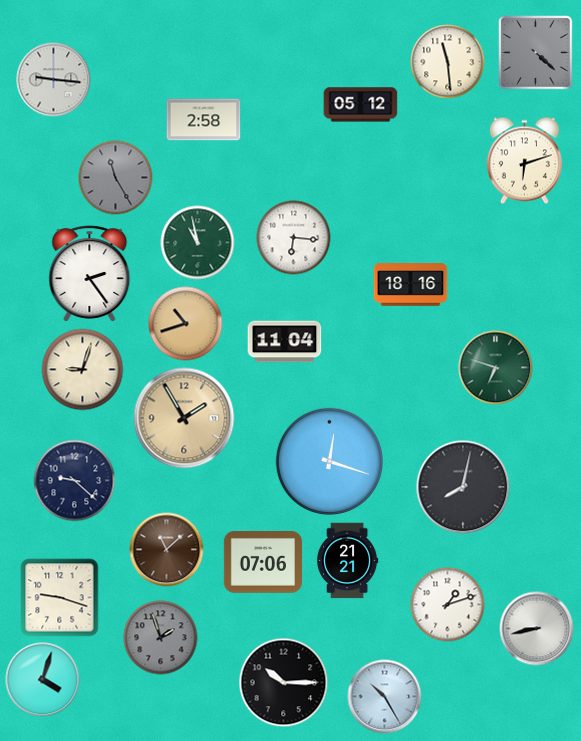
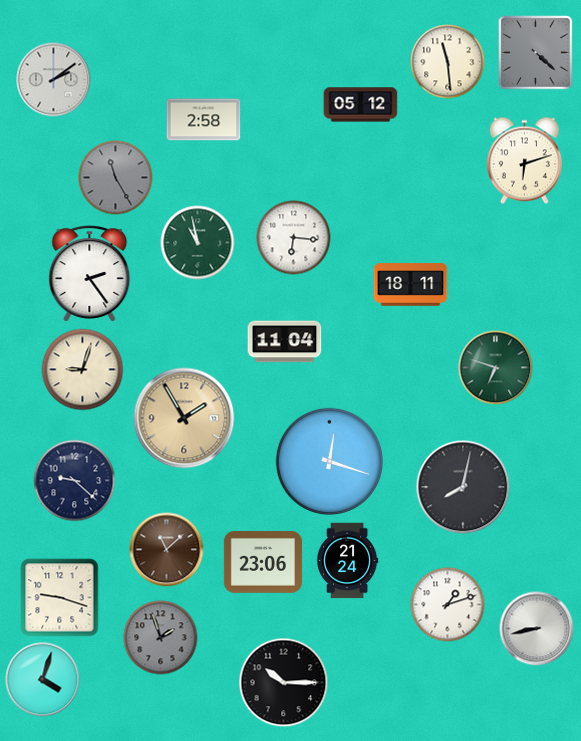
clock at (54, 80): 9:16 -> 2:09
clock at (411, 285): 18:16 -> 18:11
clock at (186, 324): 10:42 -> none
clock at (347, 561): 21:21 -> 21:24
clock at (263, 563): 07:06 -> 23:06
clock at (385, 697): 10:25 -> none
